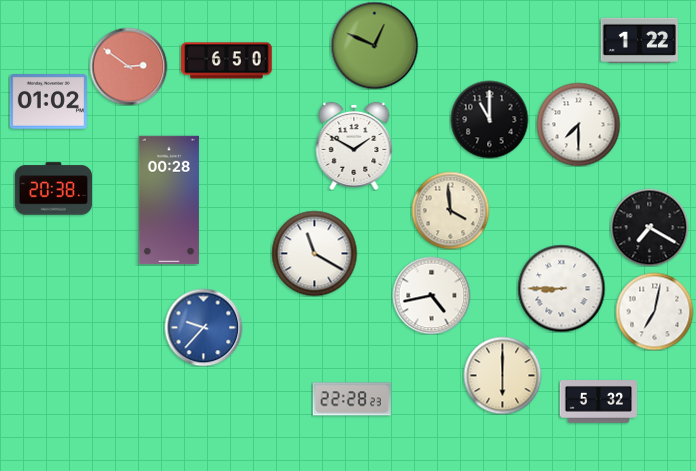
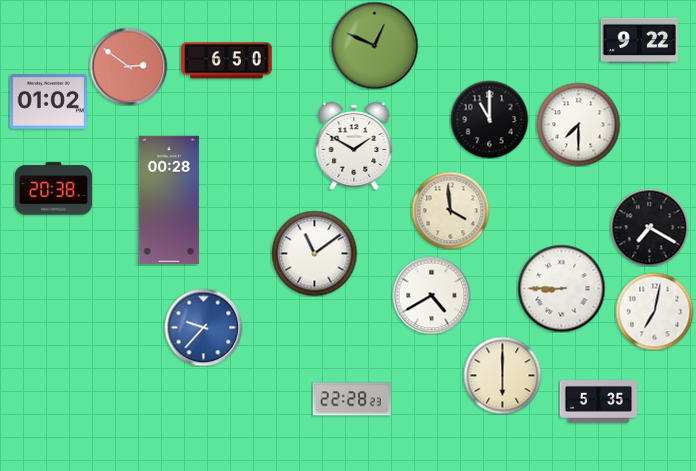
clock at (639, 40): 1:22 -> 9:22
clock at (314, 253): 11:20 -> 11:09
clock at (431, 295): 4:43 -> 4:40
clock at (598, 402): 5:32 -> 5:35
